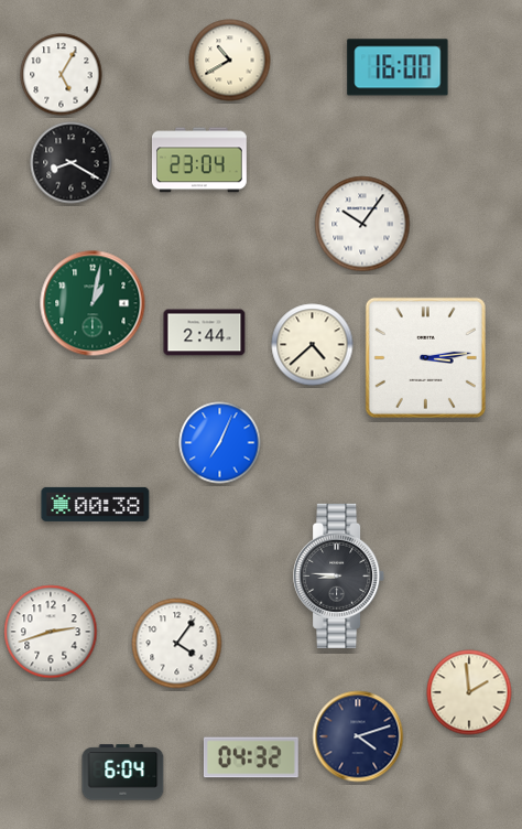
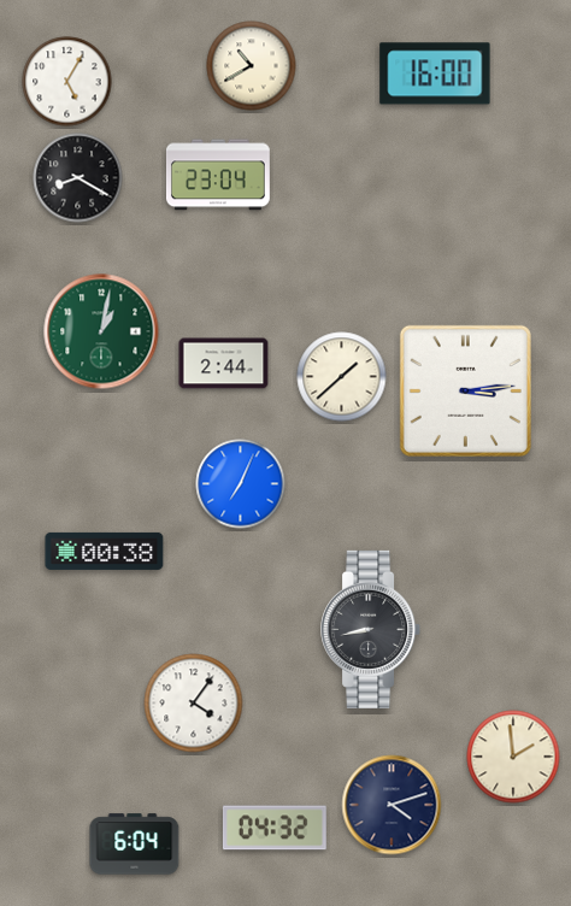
clock at (362, 224): 10:06 -> none
clock at (313, 345): 4:38 -> 1:38
clock at (339, 575): 8:46 -> 8:43
clock at (51, 632): 2:42 -> none
